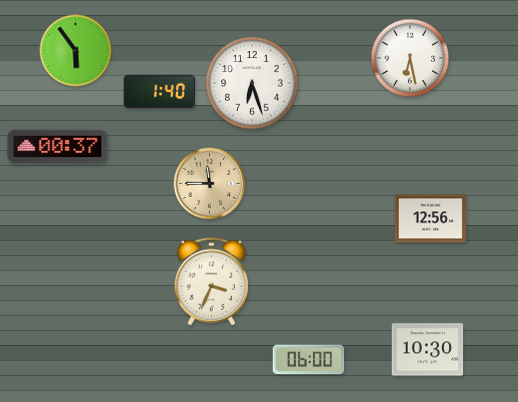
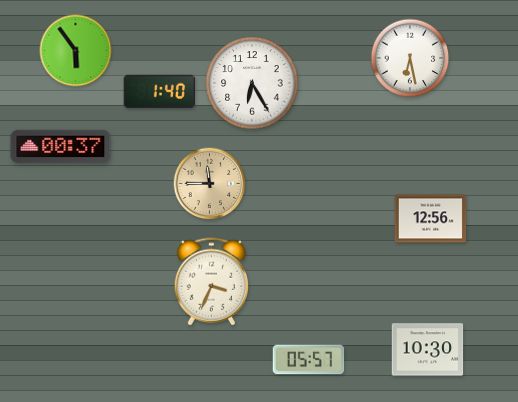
clock at (252, 83): 6:27 -> 6:25
clock at (58, 147) position: (58, 147) -> (61, 147)
clock at (309, 360): 06:00 -> 05:57
